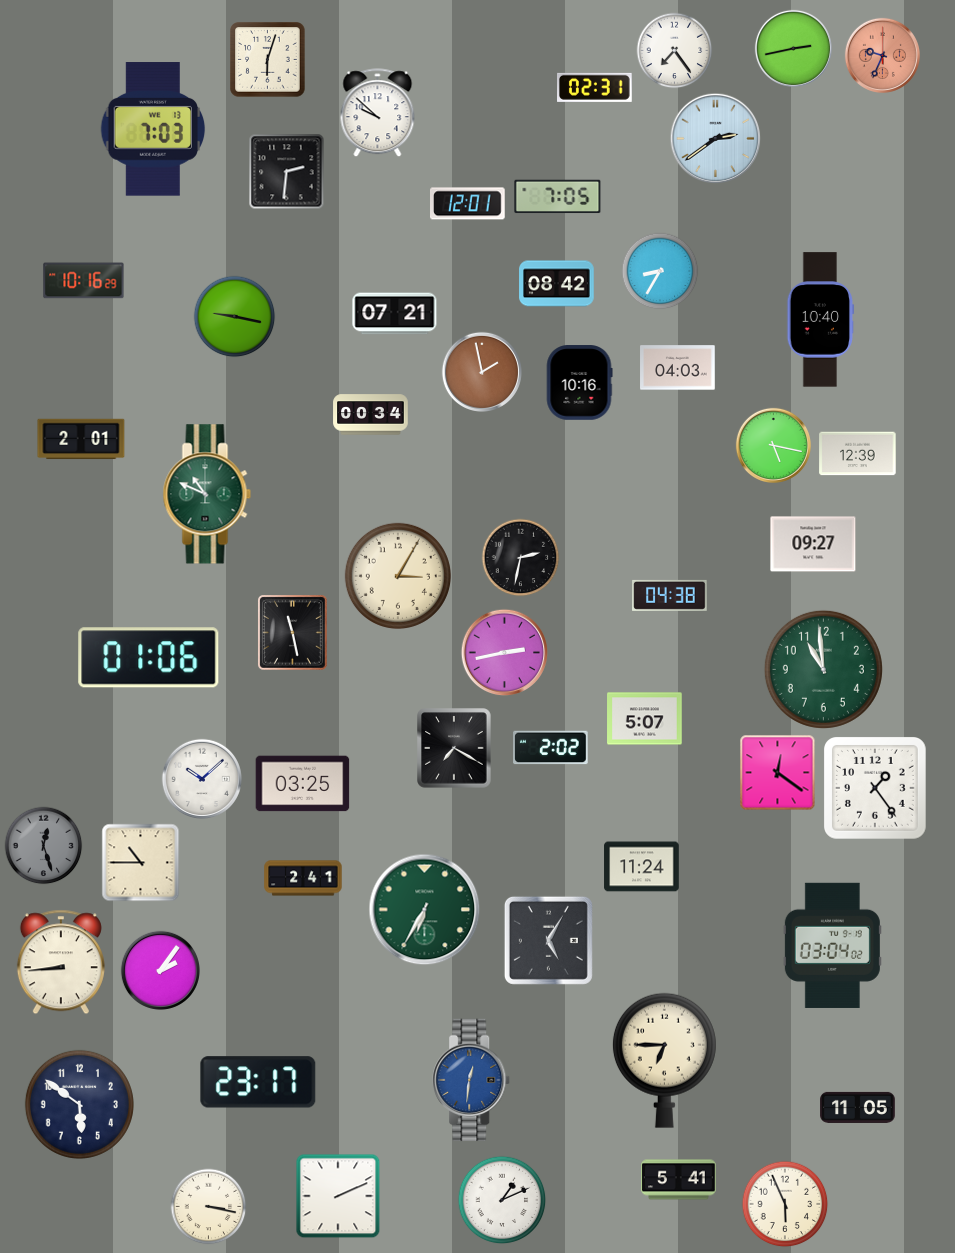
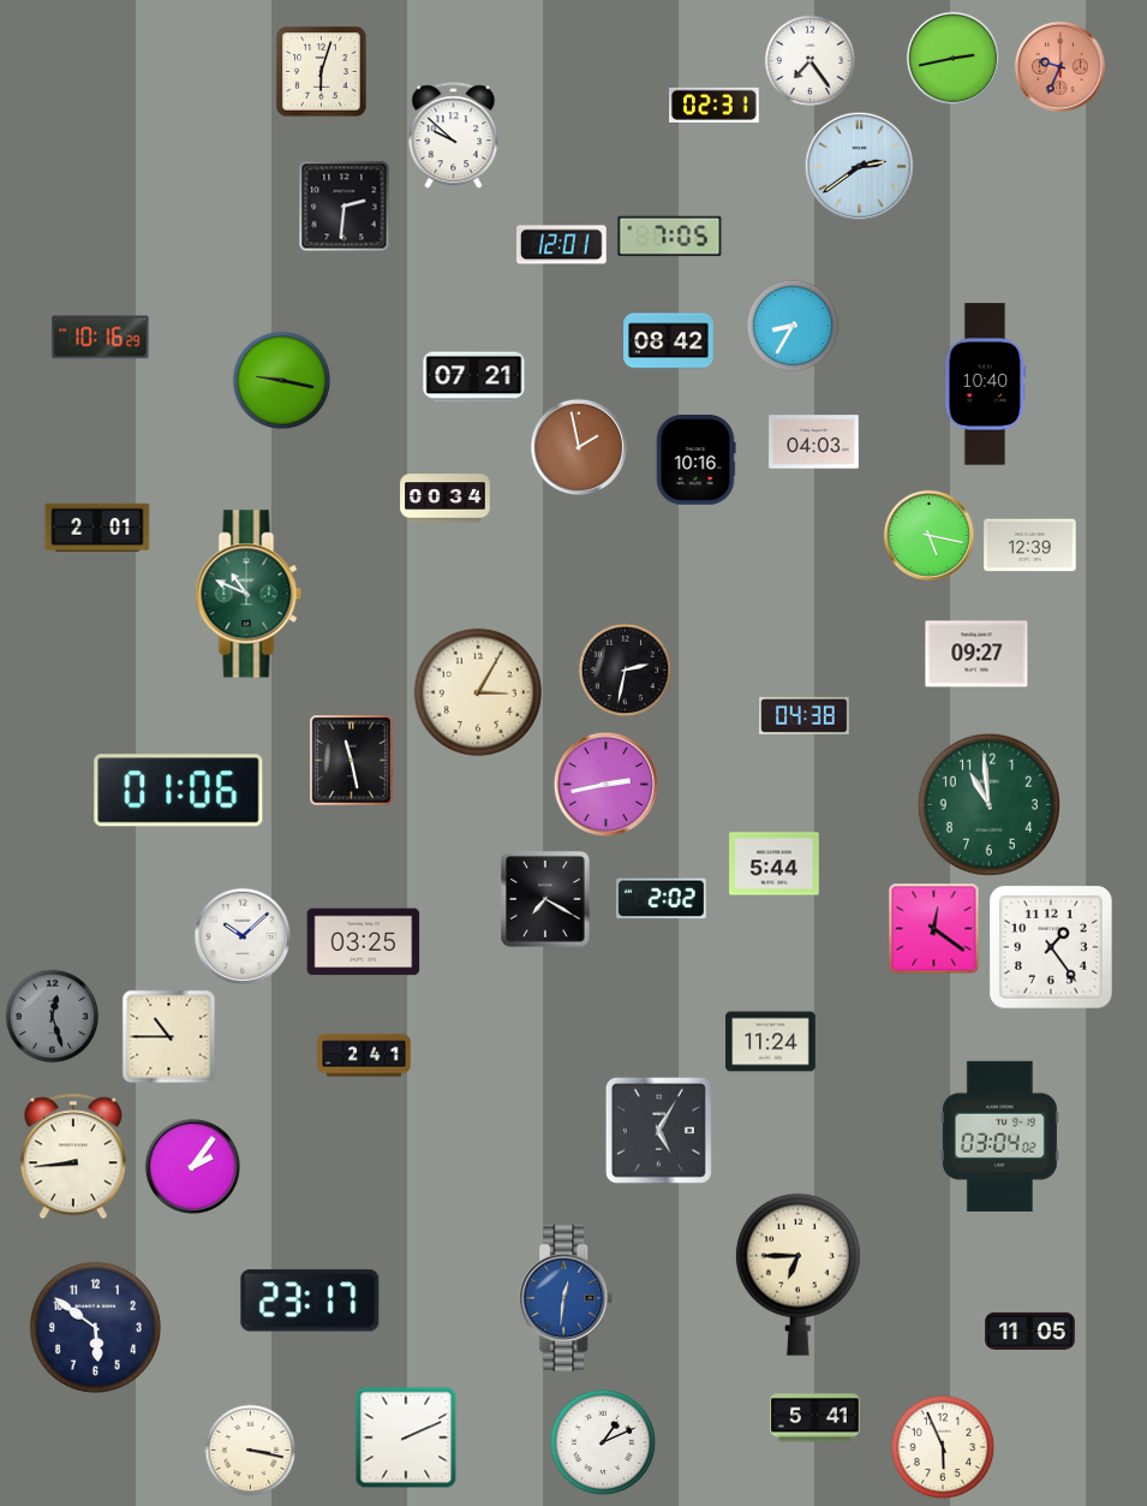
clock at (153, 129): 7:03 -> none
clock at (645, 719): 5:07 -> 5:44
clock at (425, 910): 6:35 -> none
